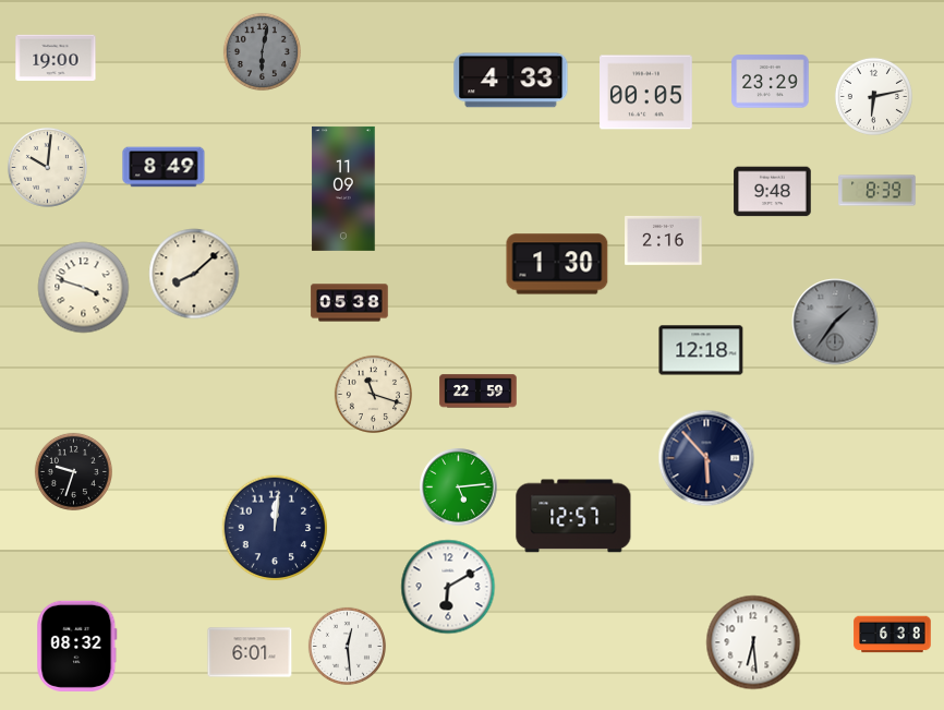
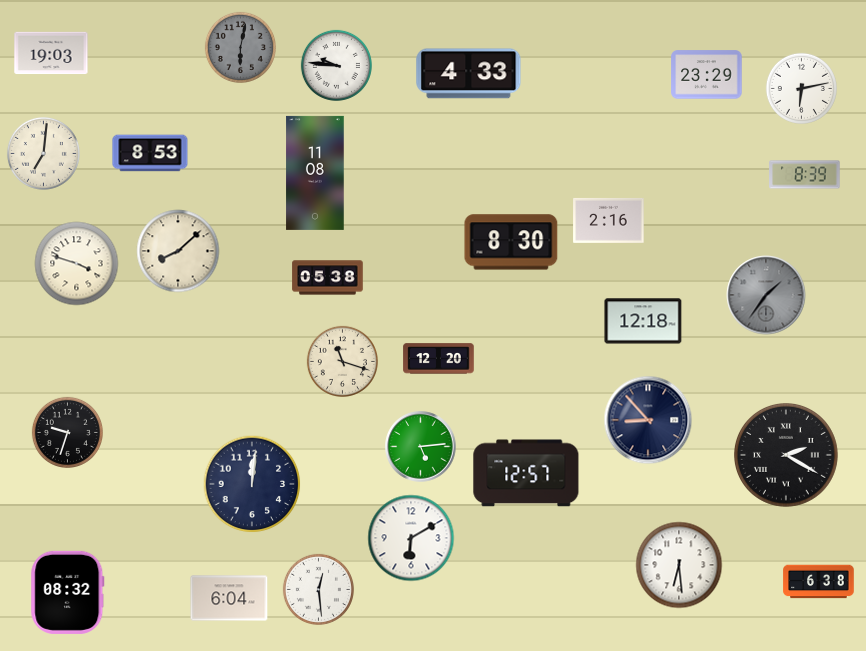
clock at (56, 58): 19:00 -> 19:03
clock at (336, 65): none -> 9:46
clock at (646, 93): 00:05 -> none
clock at (47, 167): 10:01 -> 7:01
clock at (164, 167): 8:49 -> 8:53
clock at (343, 189): 11:09 -> 11:08
clock at (773, 192): 9:48 -> none
clock at (557, 264): 1:30 -> 8:30
clock at (350, 303) position: (350, 303) -> (328, 278)
clock at (479, 392): 22:59 -> 12:20
clock at (706, 458): 5:53 -> 8:53
clock at (787, 456): none -> 2:20
clock at (753, 642) position: (753, 642) -> (679, 565)
clock at (77, 646) position: (77, 646) -> (68, 592)
clock at (347, 646) position: (347, 646) -> (318, 589)
clock at (250, 652): 6:01 -> 6:04
